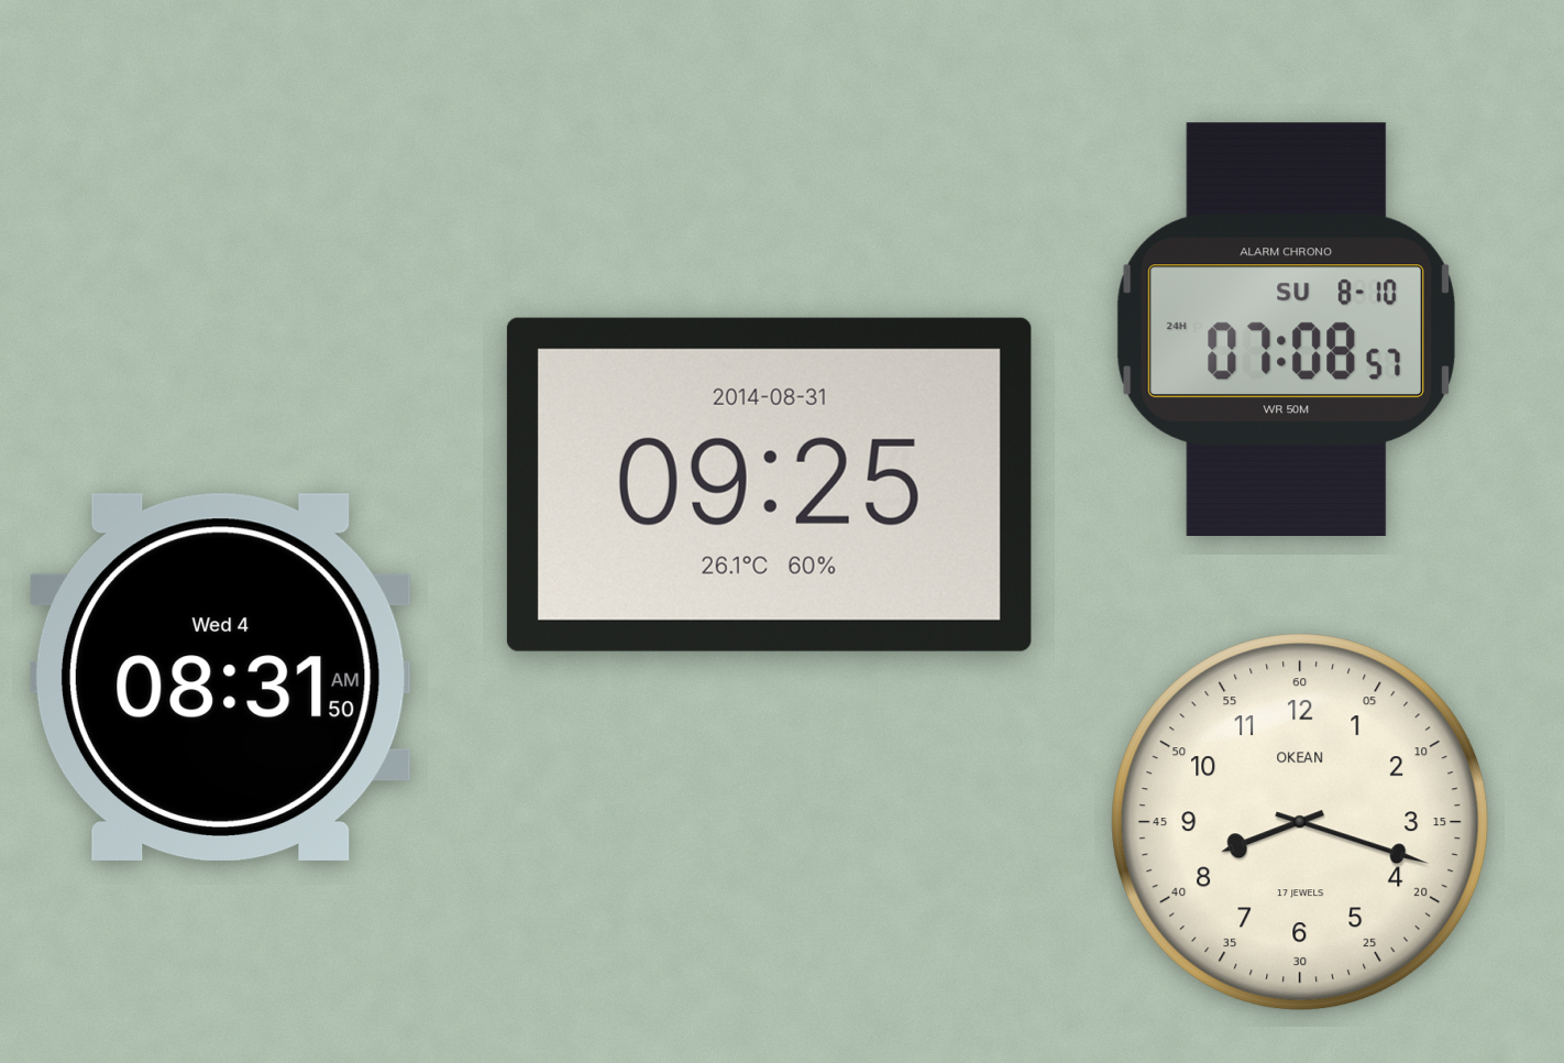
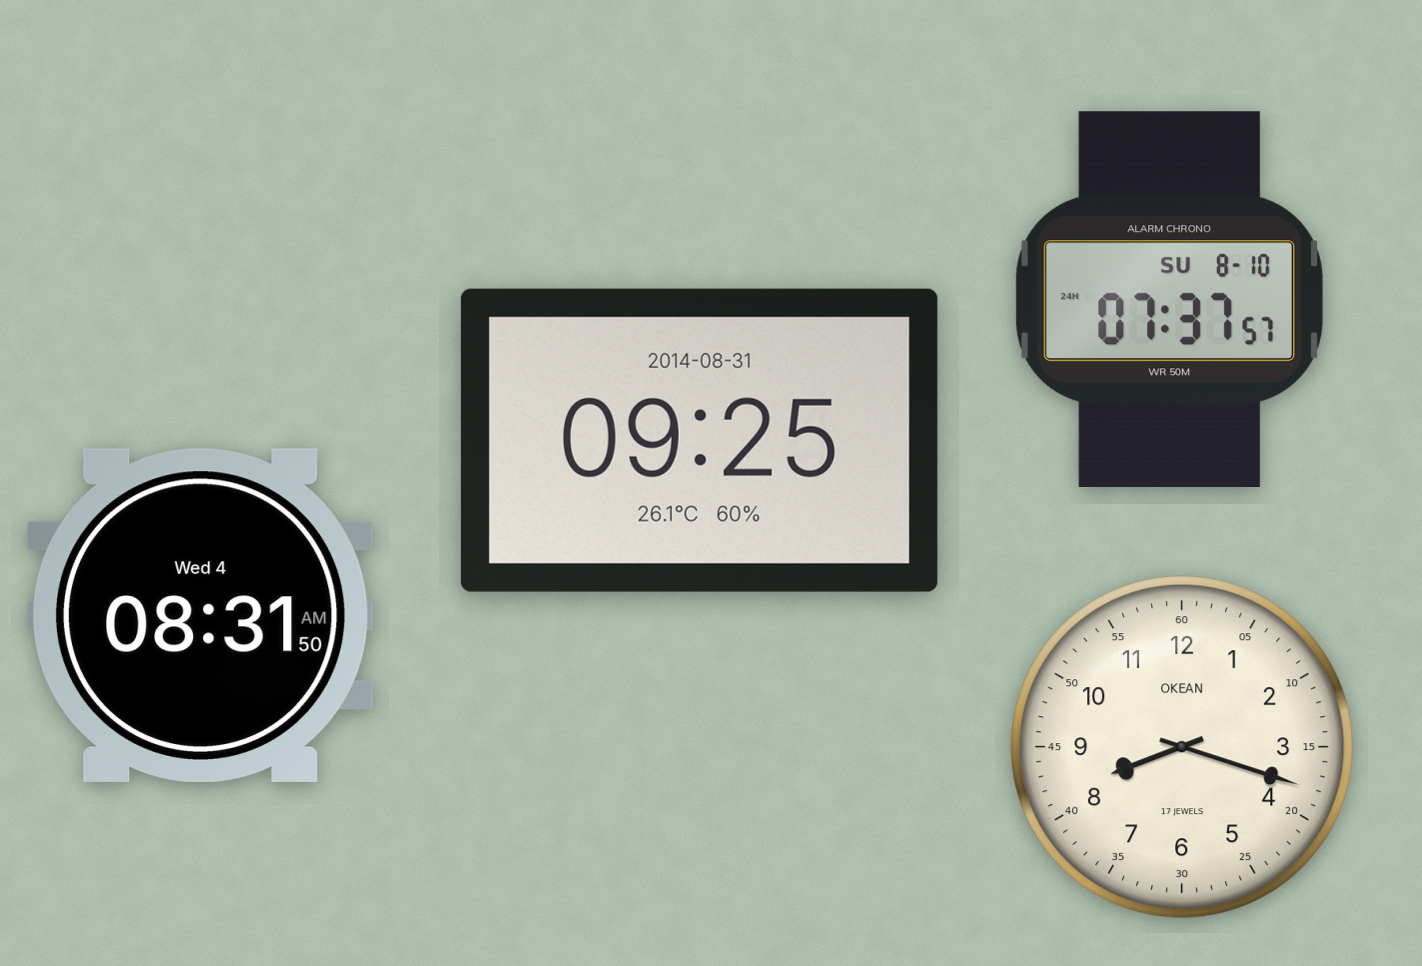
clock at (1286, 329): 07:08 -> 07:37
